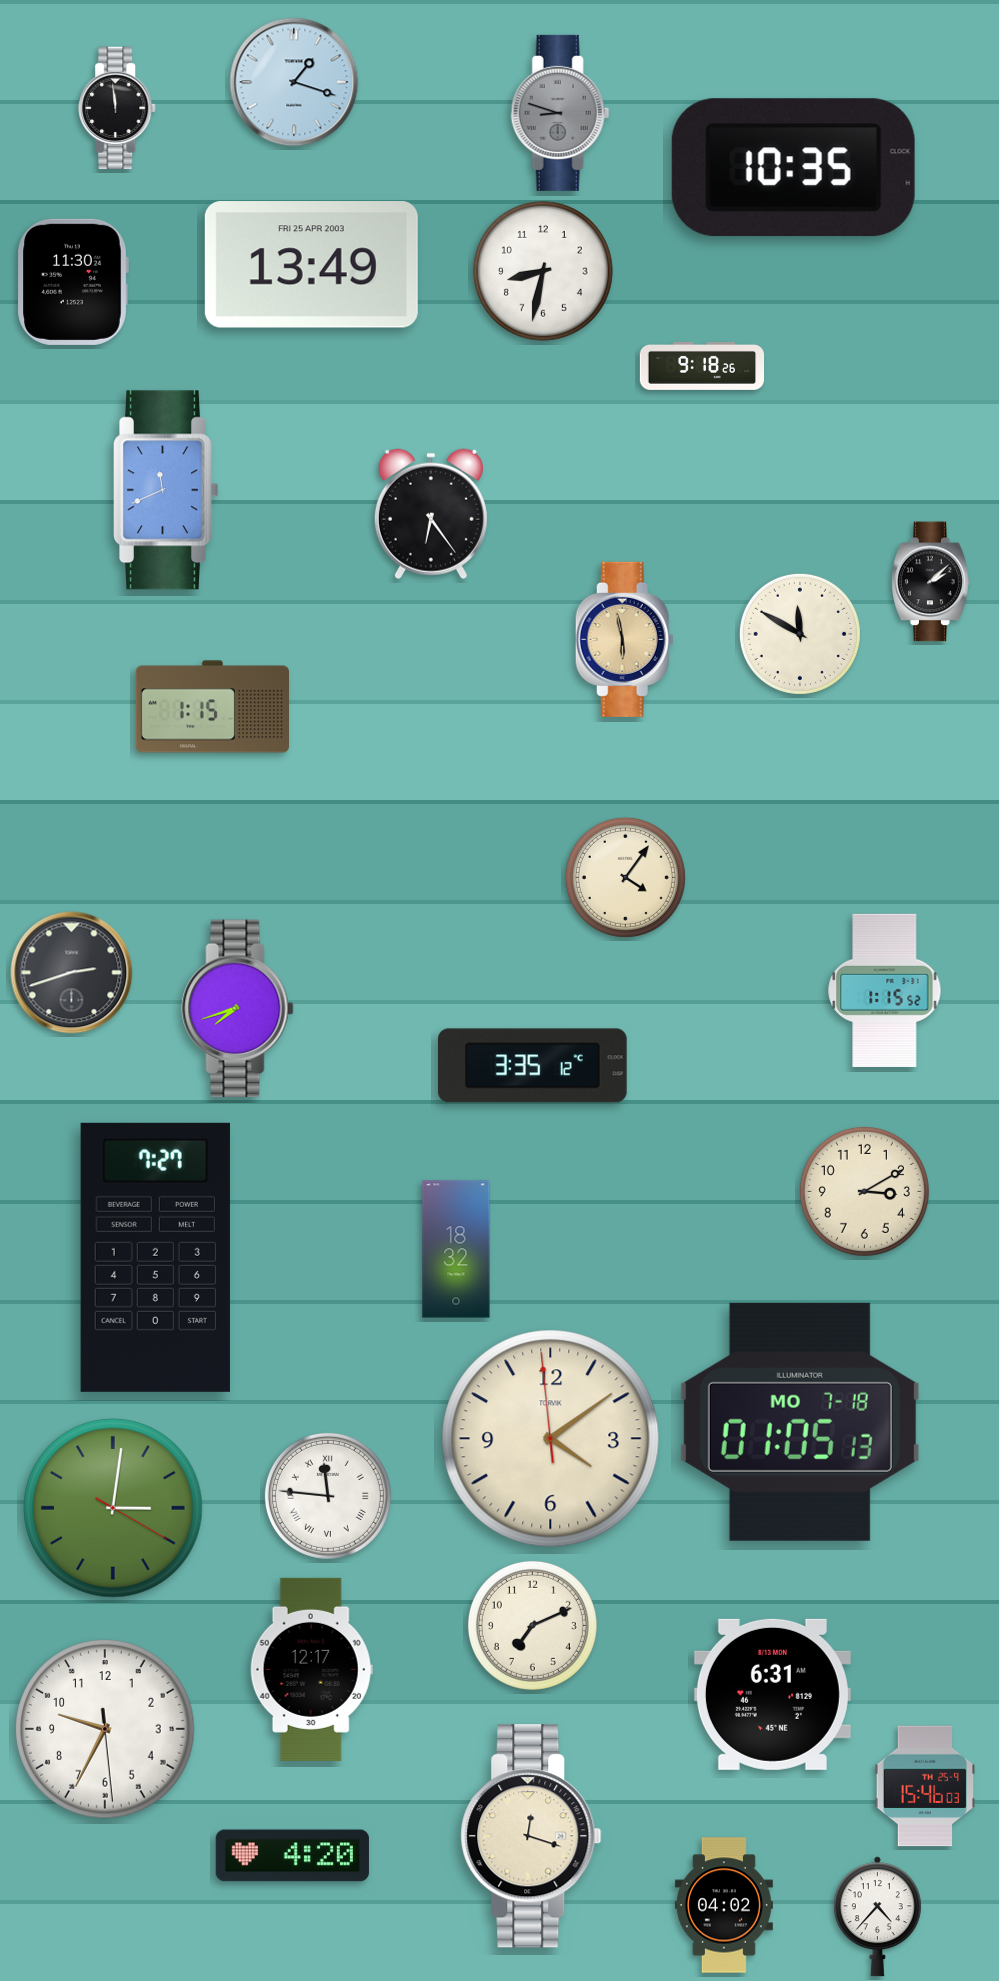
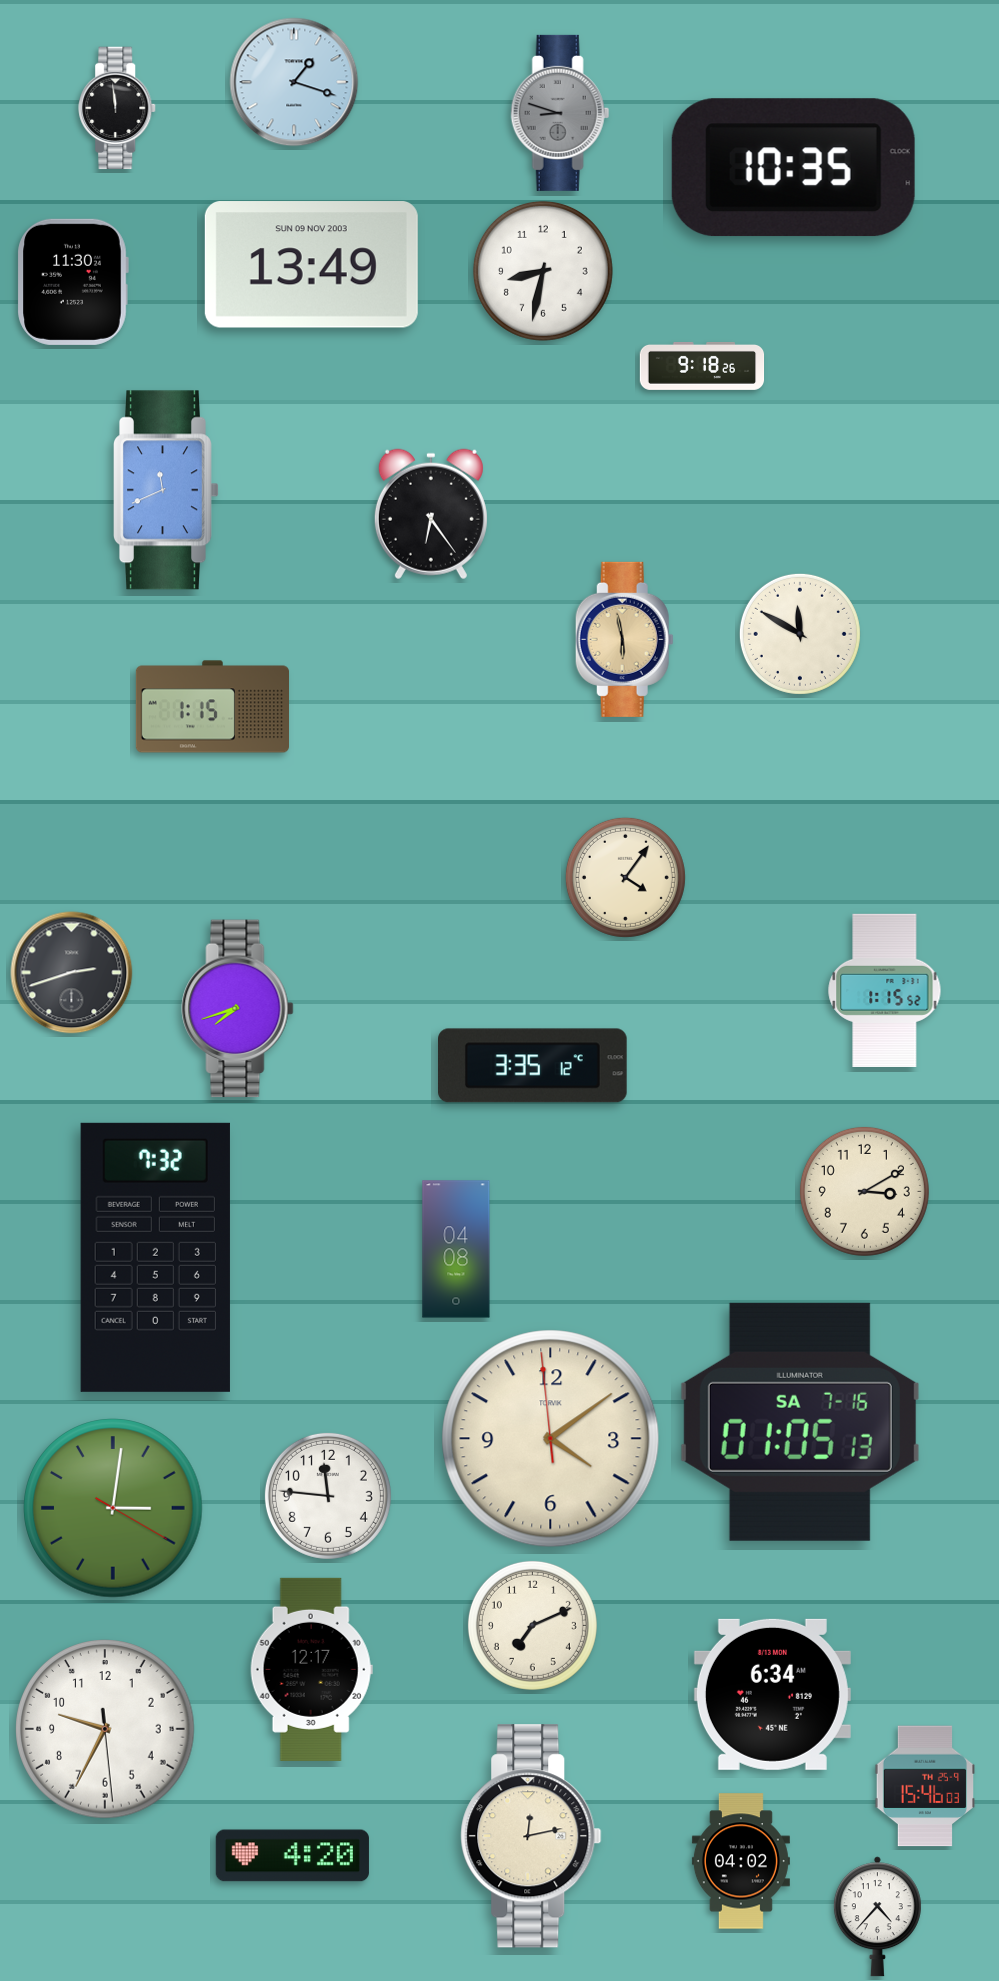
clock at (311, 265) date: FRI 25 APR 2003 -> SUN 09 NOV 2003
clock at (931, 582): 2:08 -> none
clock at (456, 1249): 18:32 -> 04:08
clock at (155, 1257): 7:27 -> 7:32
clock at (800, 1422) date: MO 7-18 -> SA 7-16
clock at (328, 1496) numerals: Roman -> Arabic
clock at (772, 1694): 6:31 -> 6:34
clock at (531, 1836): 12:18 -> 12:13
clock at (724, 1905) position: (724, 1905) -> (741, 1861)
